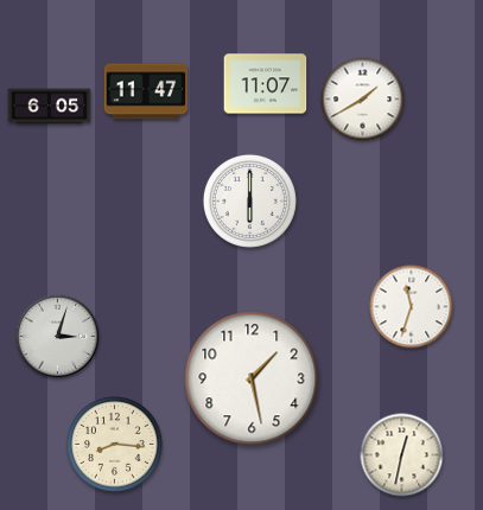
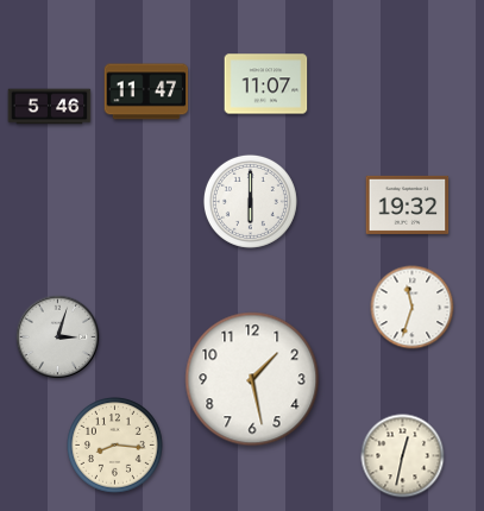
clock at (363, 100): 1:40 -> none
clock at (50, 107): 6:05 -> 5:46
clock at (408, 204): none -> 19:32
